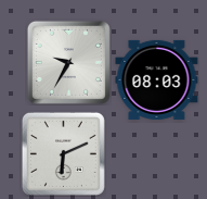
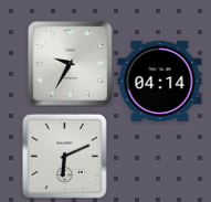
clock at (157, 79): 08:03 -> 04:14
